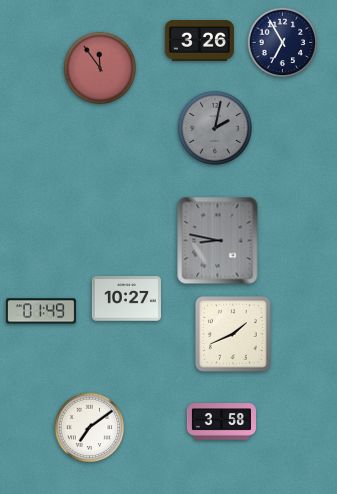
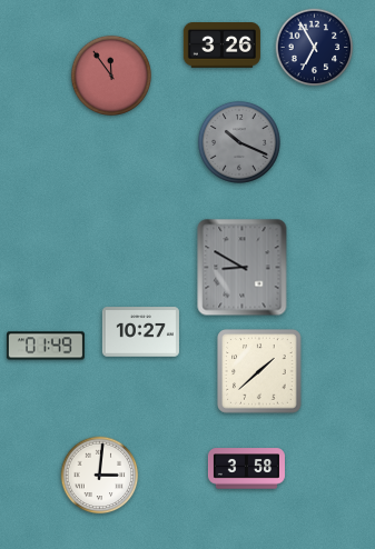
clock at (215, 128): 2:02 -> 10:19
clock at (218, 241): 8:47 -> 8:50
clock at (233, 334): 1:41 -> 1:38
clock at (90, 428): 7:09 -> 3:01
